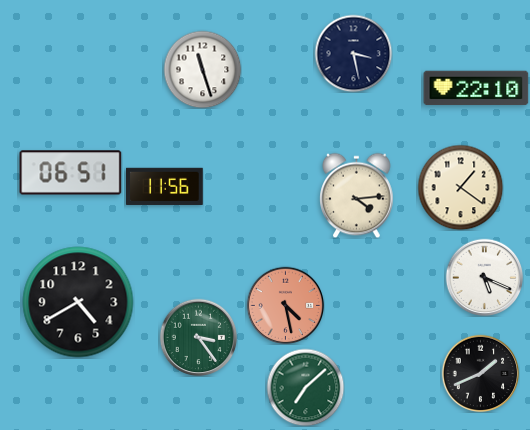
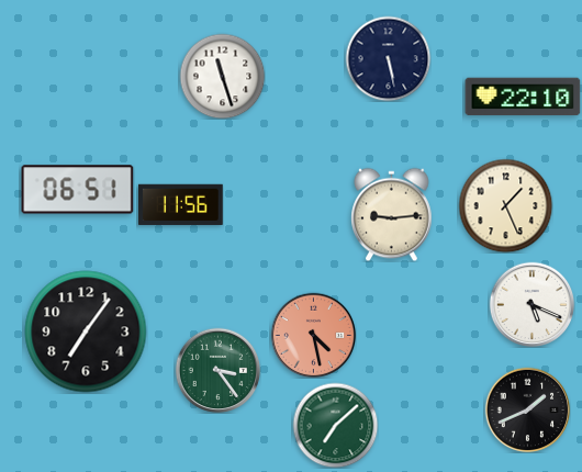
clock at (353, 53): 3:28 -> 5:28
clock at (460, 187): 1:21 -> 1:26
clock at (357, 195): 4:14 -> 9:14
clock at (78, 302): 4:40 -> 7:06
